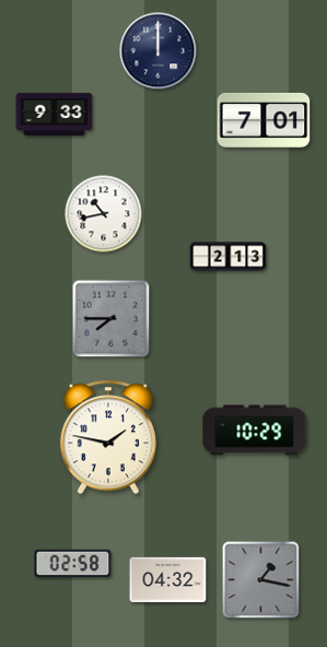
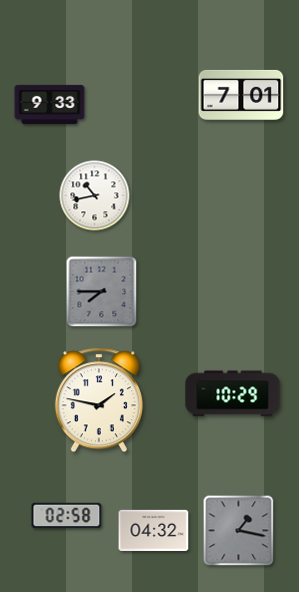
clock at (159, 51): 12:00 -> none
clock at (264, 120) position: (264, 120) -> (241, 95)
clock at (229, 257): 2:13 -> none
